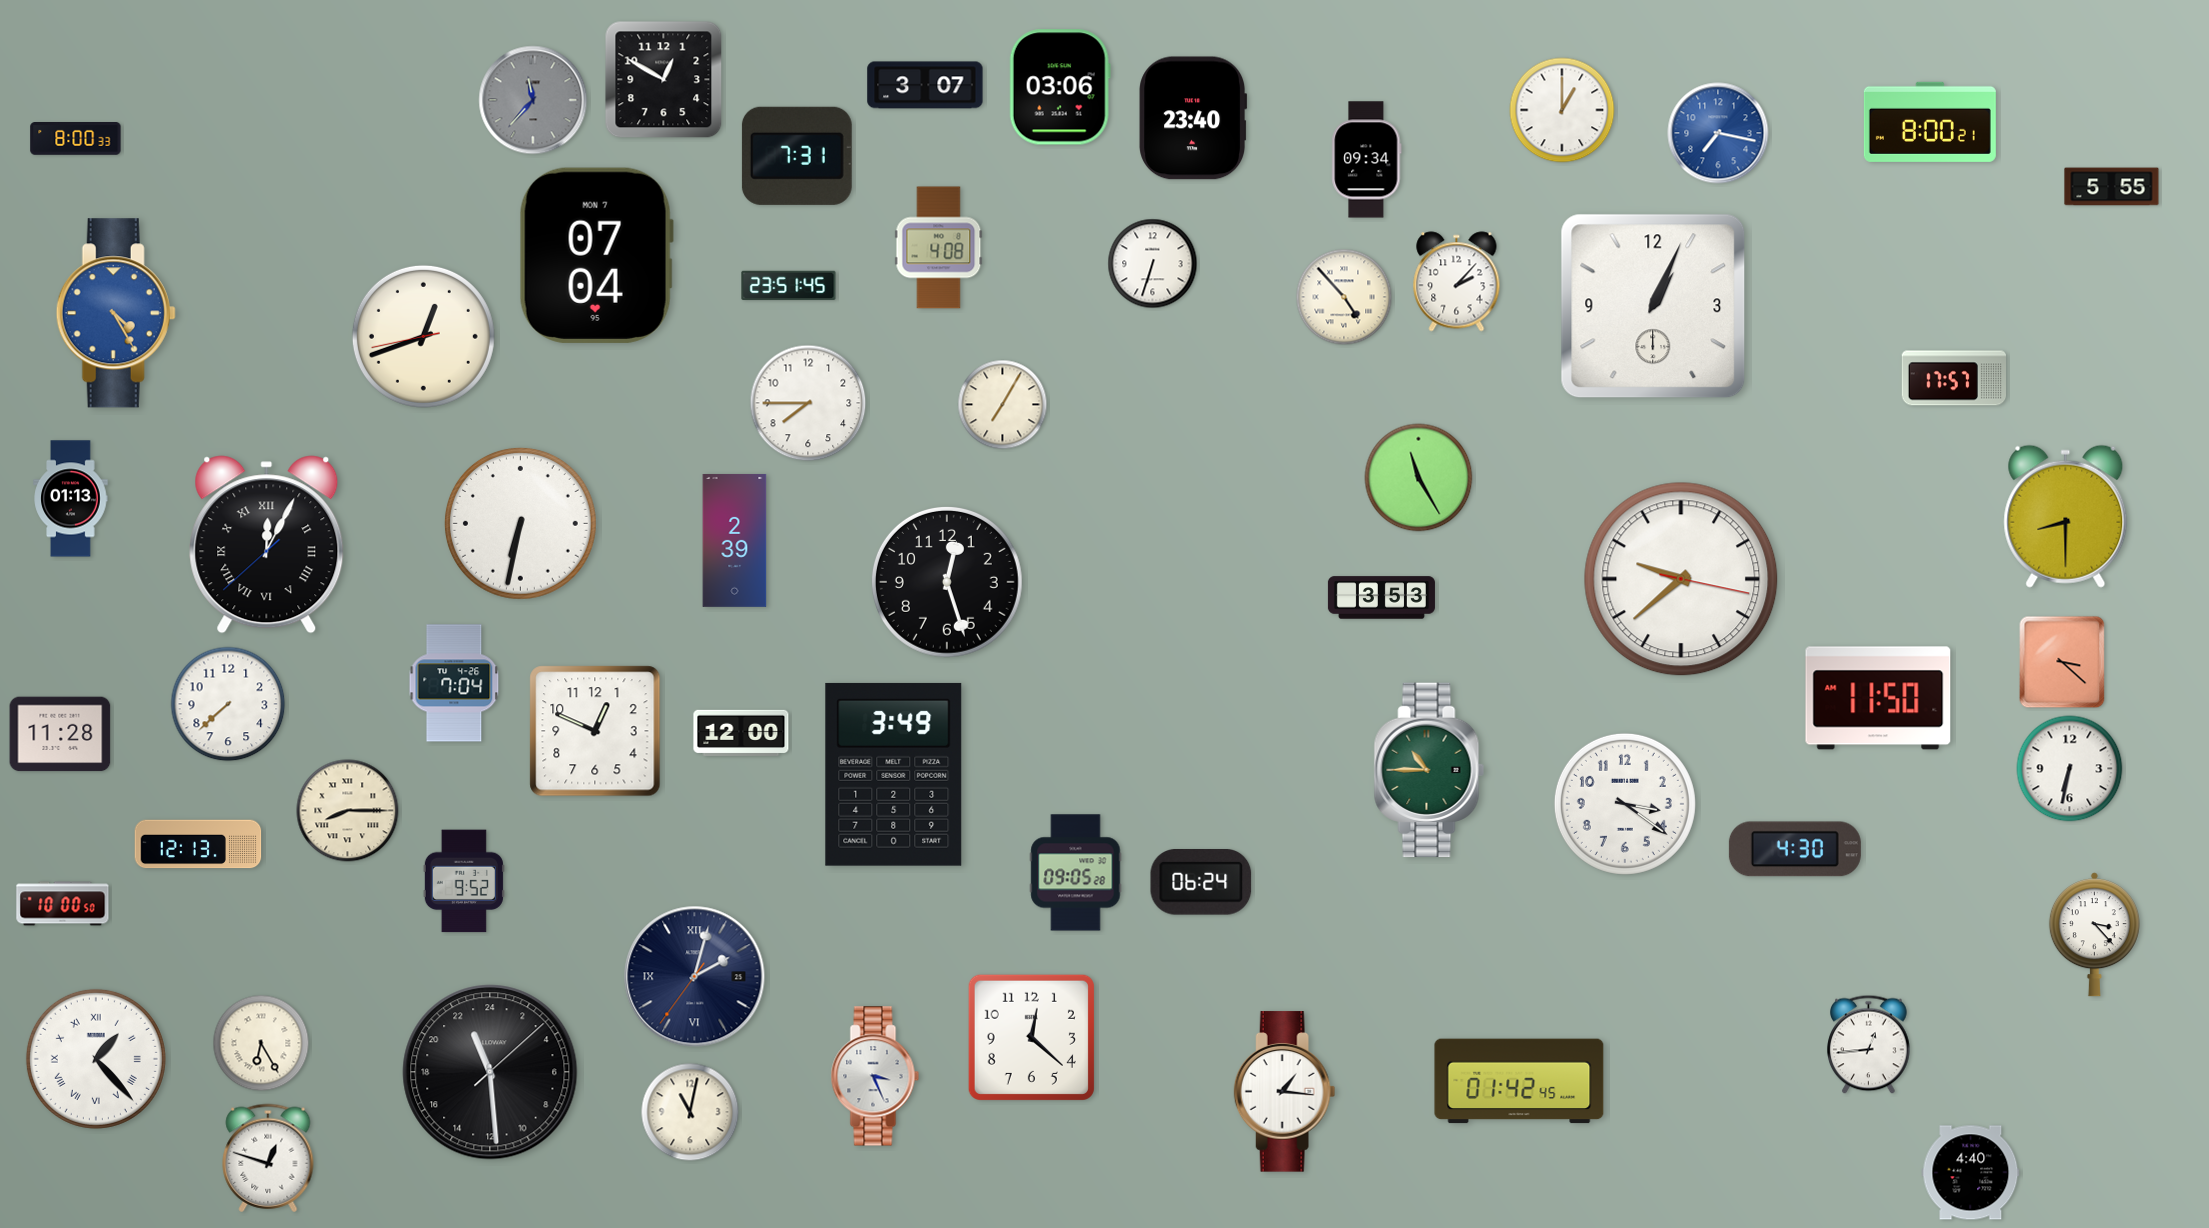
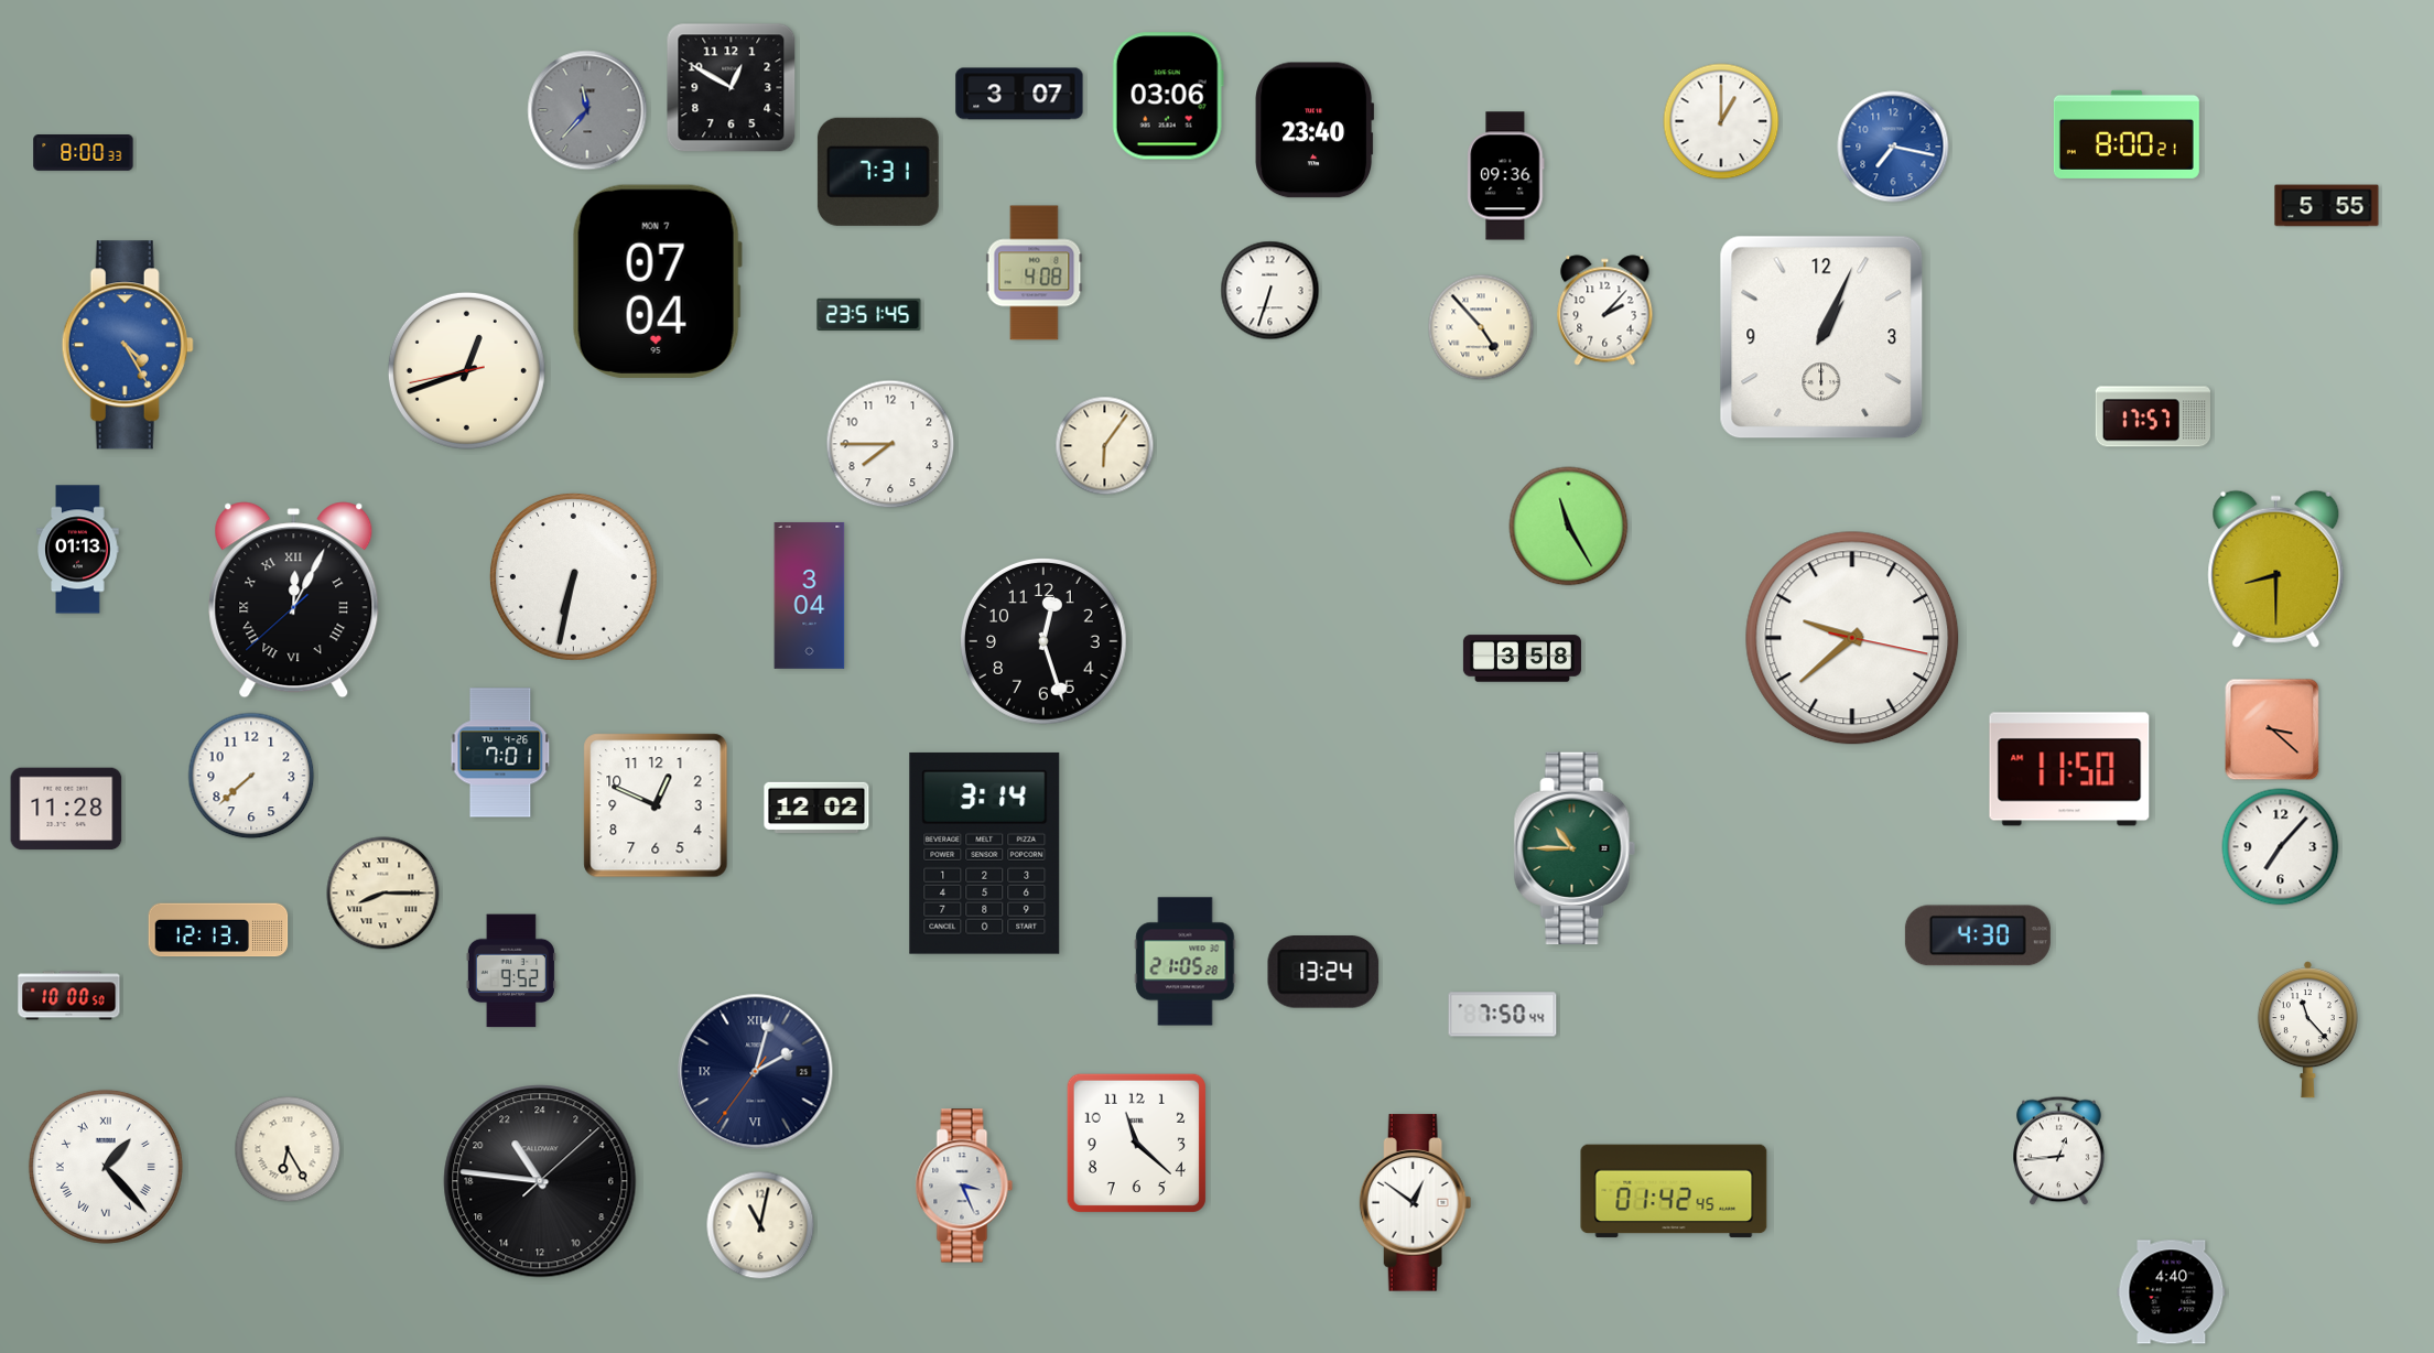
clock at (1367, 160): 09:34 -> 09:36
clock at (1003, 405): 7:05 -> 6:06
clock at (1419, 478) position: (1419, 478) -> (1569, 527)
clock at (735, 540): 2:39 -> 3:04
clock at (1381, 598): 3:53 -> 3:58
clock at (454, 683): 7:04 -> 7:01
clock at (741, 733): 12:00 -> 12:02
clock at (2070, 769): 6:32 -> 7:07
clock at (894, 774): 3:49 -> 3:14
clock at (1625, 804): 3:21 -> none
clock at (1076, 873): 09:05 -> 21:05
clock at (1201, 882): 06:24 -> 13:24
clock at (1503, 1015): none -> 7:50
clock at (2094, 935): 3:23 -> 11:23
clock at (695, 977) position: (695, 977) -> (756, 1072)
clock at (1031, 1037): 12:22 -> 11:22
clock at (490, 1072): 22:29 -> 21:46
clock at (1285, 1092): 1:16 -> 12:51
clock at (268, 1158): 12:48 -> none
